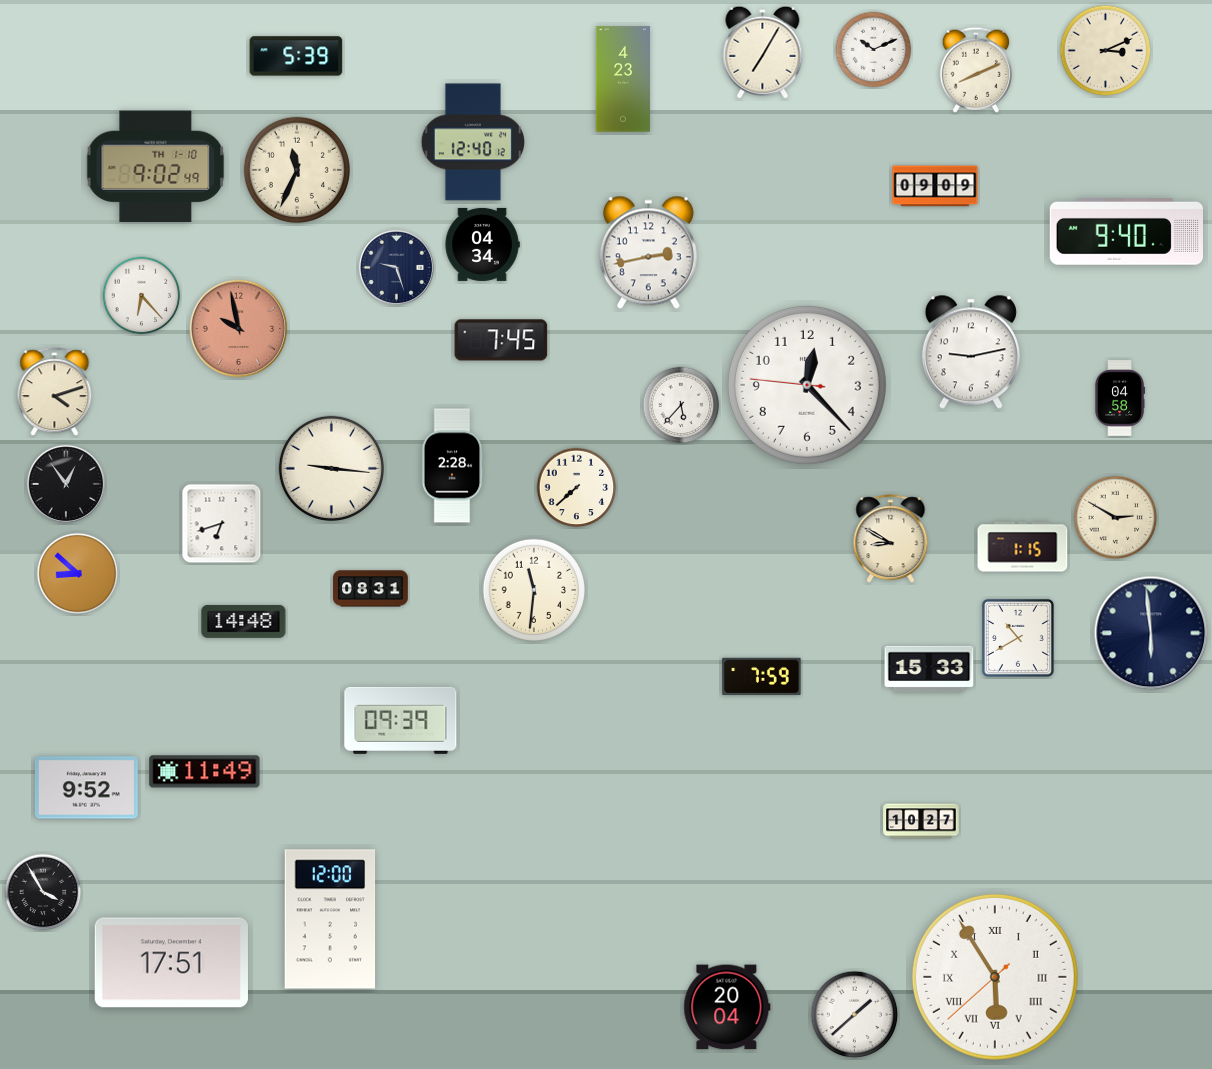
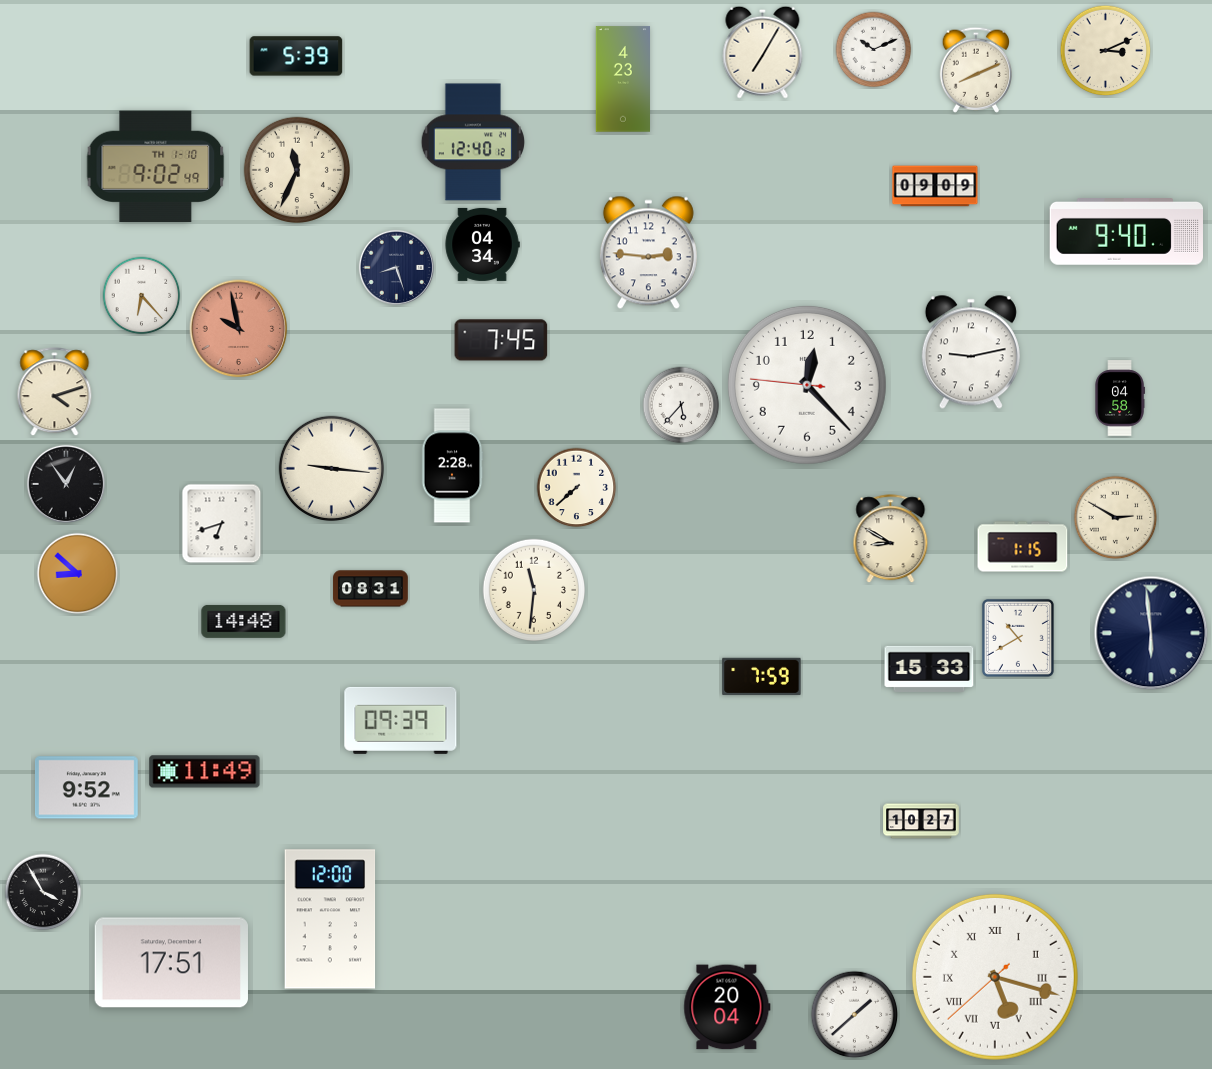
clock at (648, 253): 2:43 -> 2:46
clock at (396, 267): 9:27 -> 8:27
clock at (995, 977): 5:54 -> 5:17
